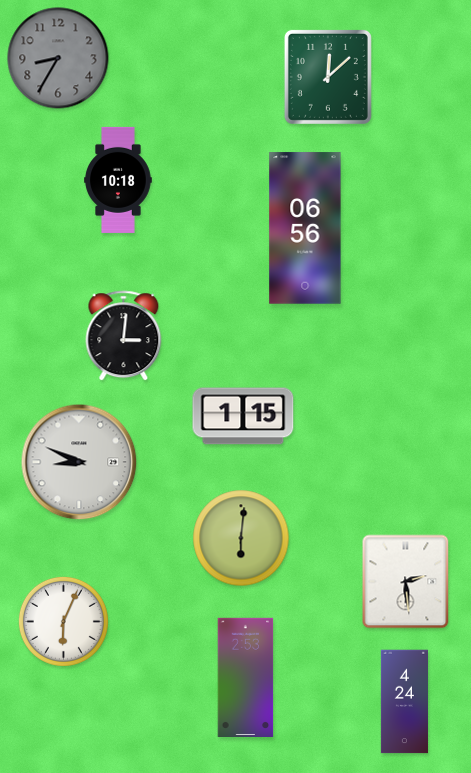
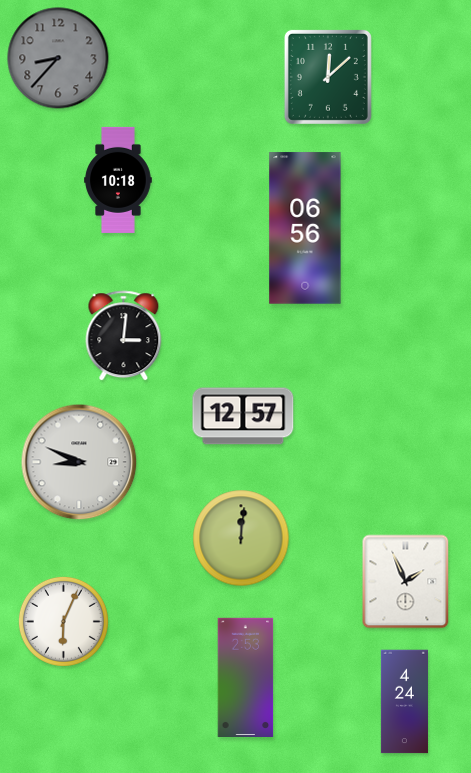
clock at (58, 58): 8:35 -> 8:37
clock at (243, 416): 1:15 -> 12:57
clock at (241, 538): 6:01 -> 12:01
clock at (406, 582): 2:29 -> 1:56
